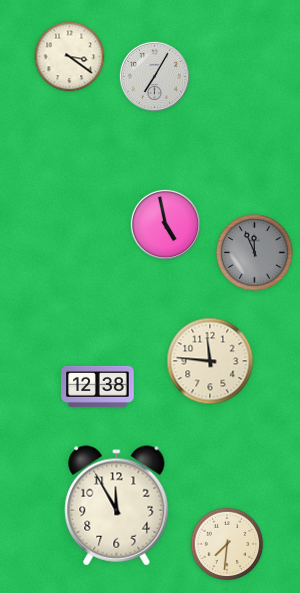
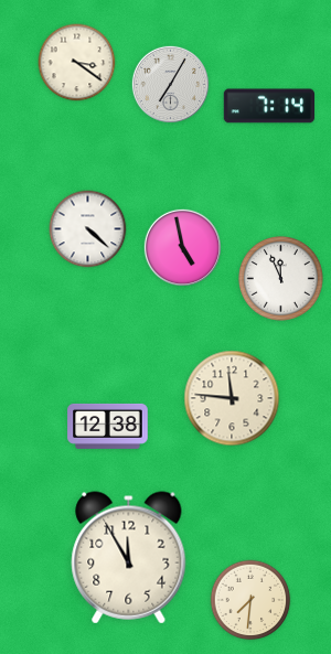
clock at (269, 106): none -> 7:14
clock at (88, 229): none -> 4:22
clock at (254, 252) dial: grey -> white
